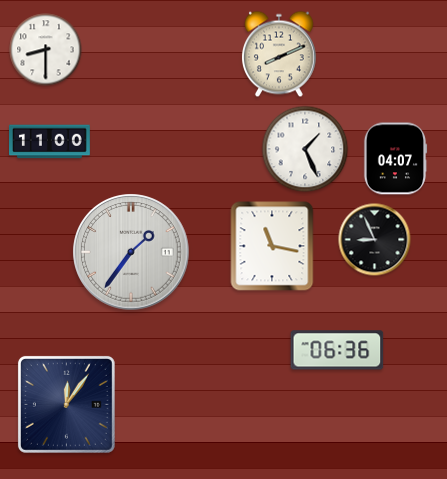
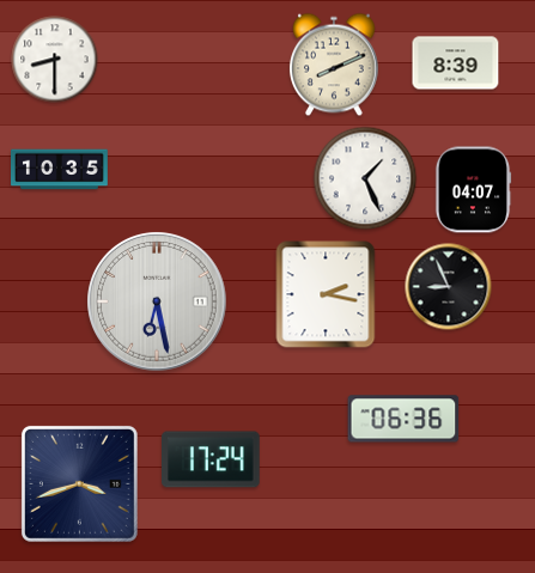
clock at (456, 63): none -> 8:39
clock at (50, 142): 11:00 -> 10:35
clock at (272, 246): 11:17 -> 2:17
clock at (131, 252): 1:36 -> 6:28
clock at (212, 459): none -> 17:24
clock at (66, 404): 12:06 -> 3:42
